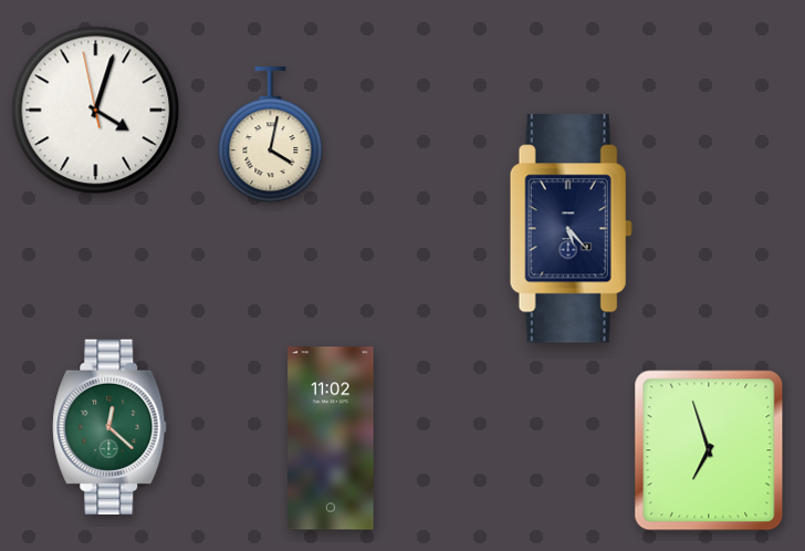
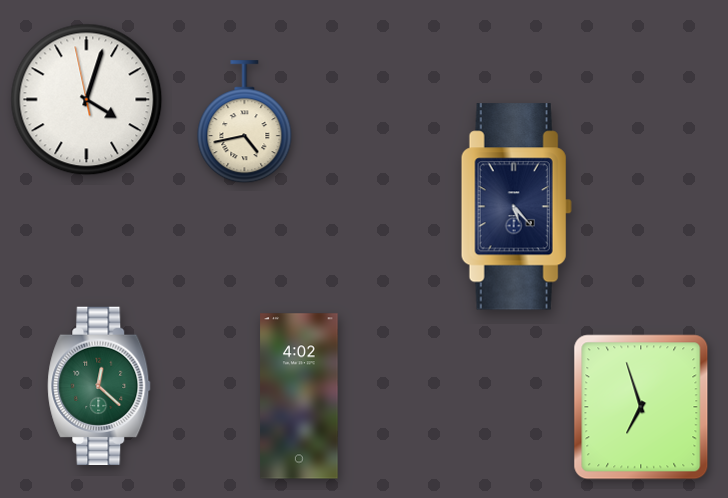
clock at (271, 135): 4:02 -> 4:43
clock at (331, 438): 11:02 -> 4:02
